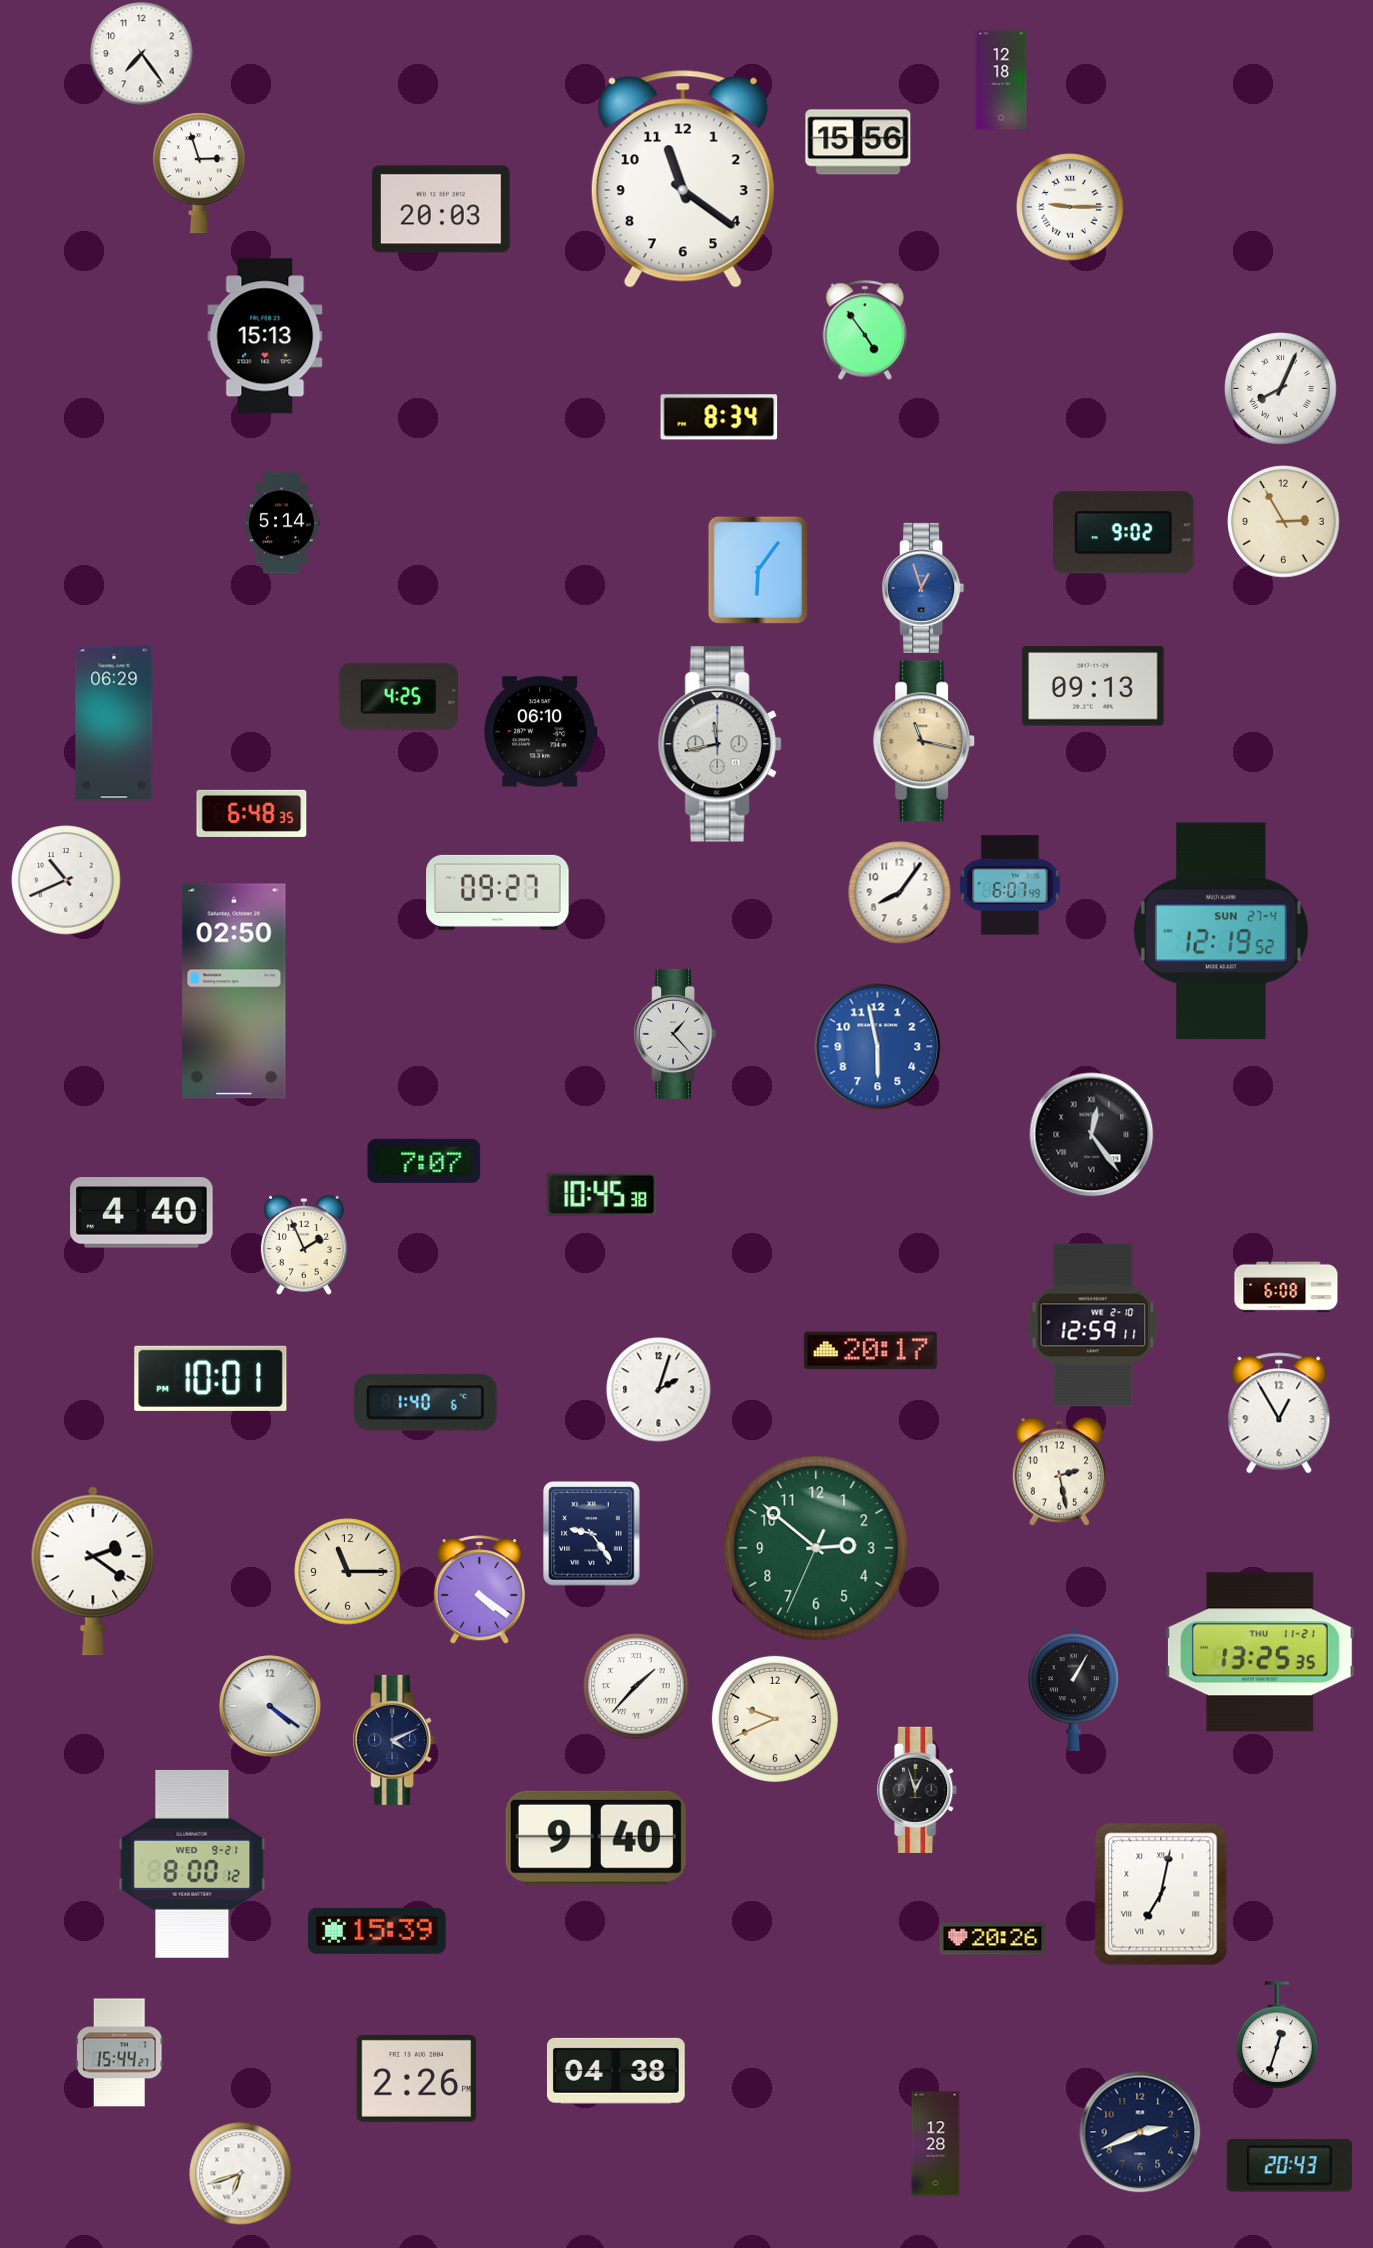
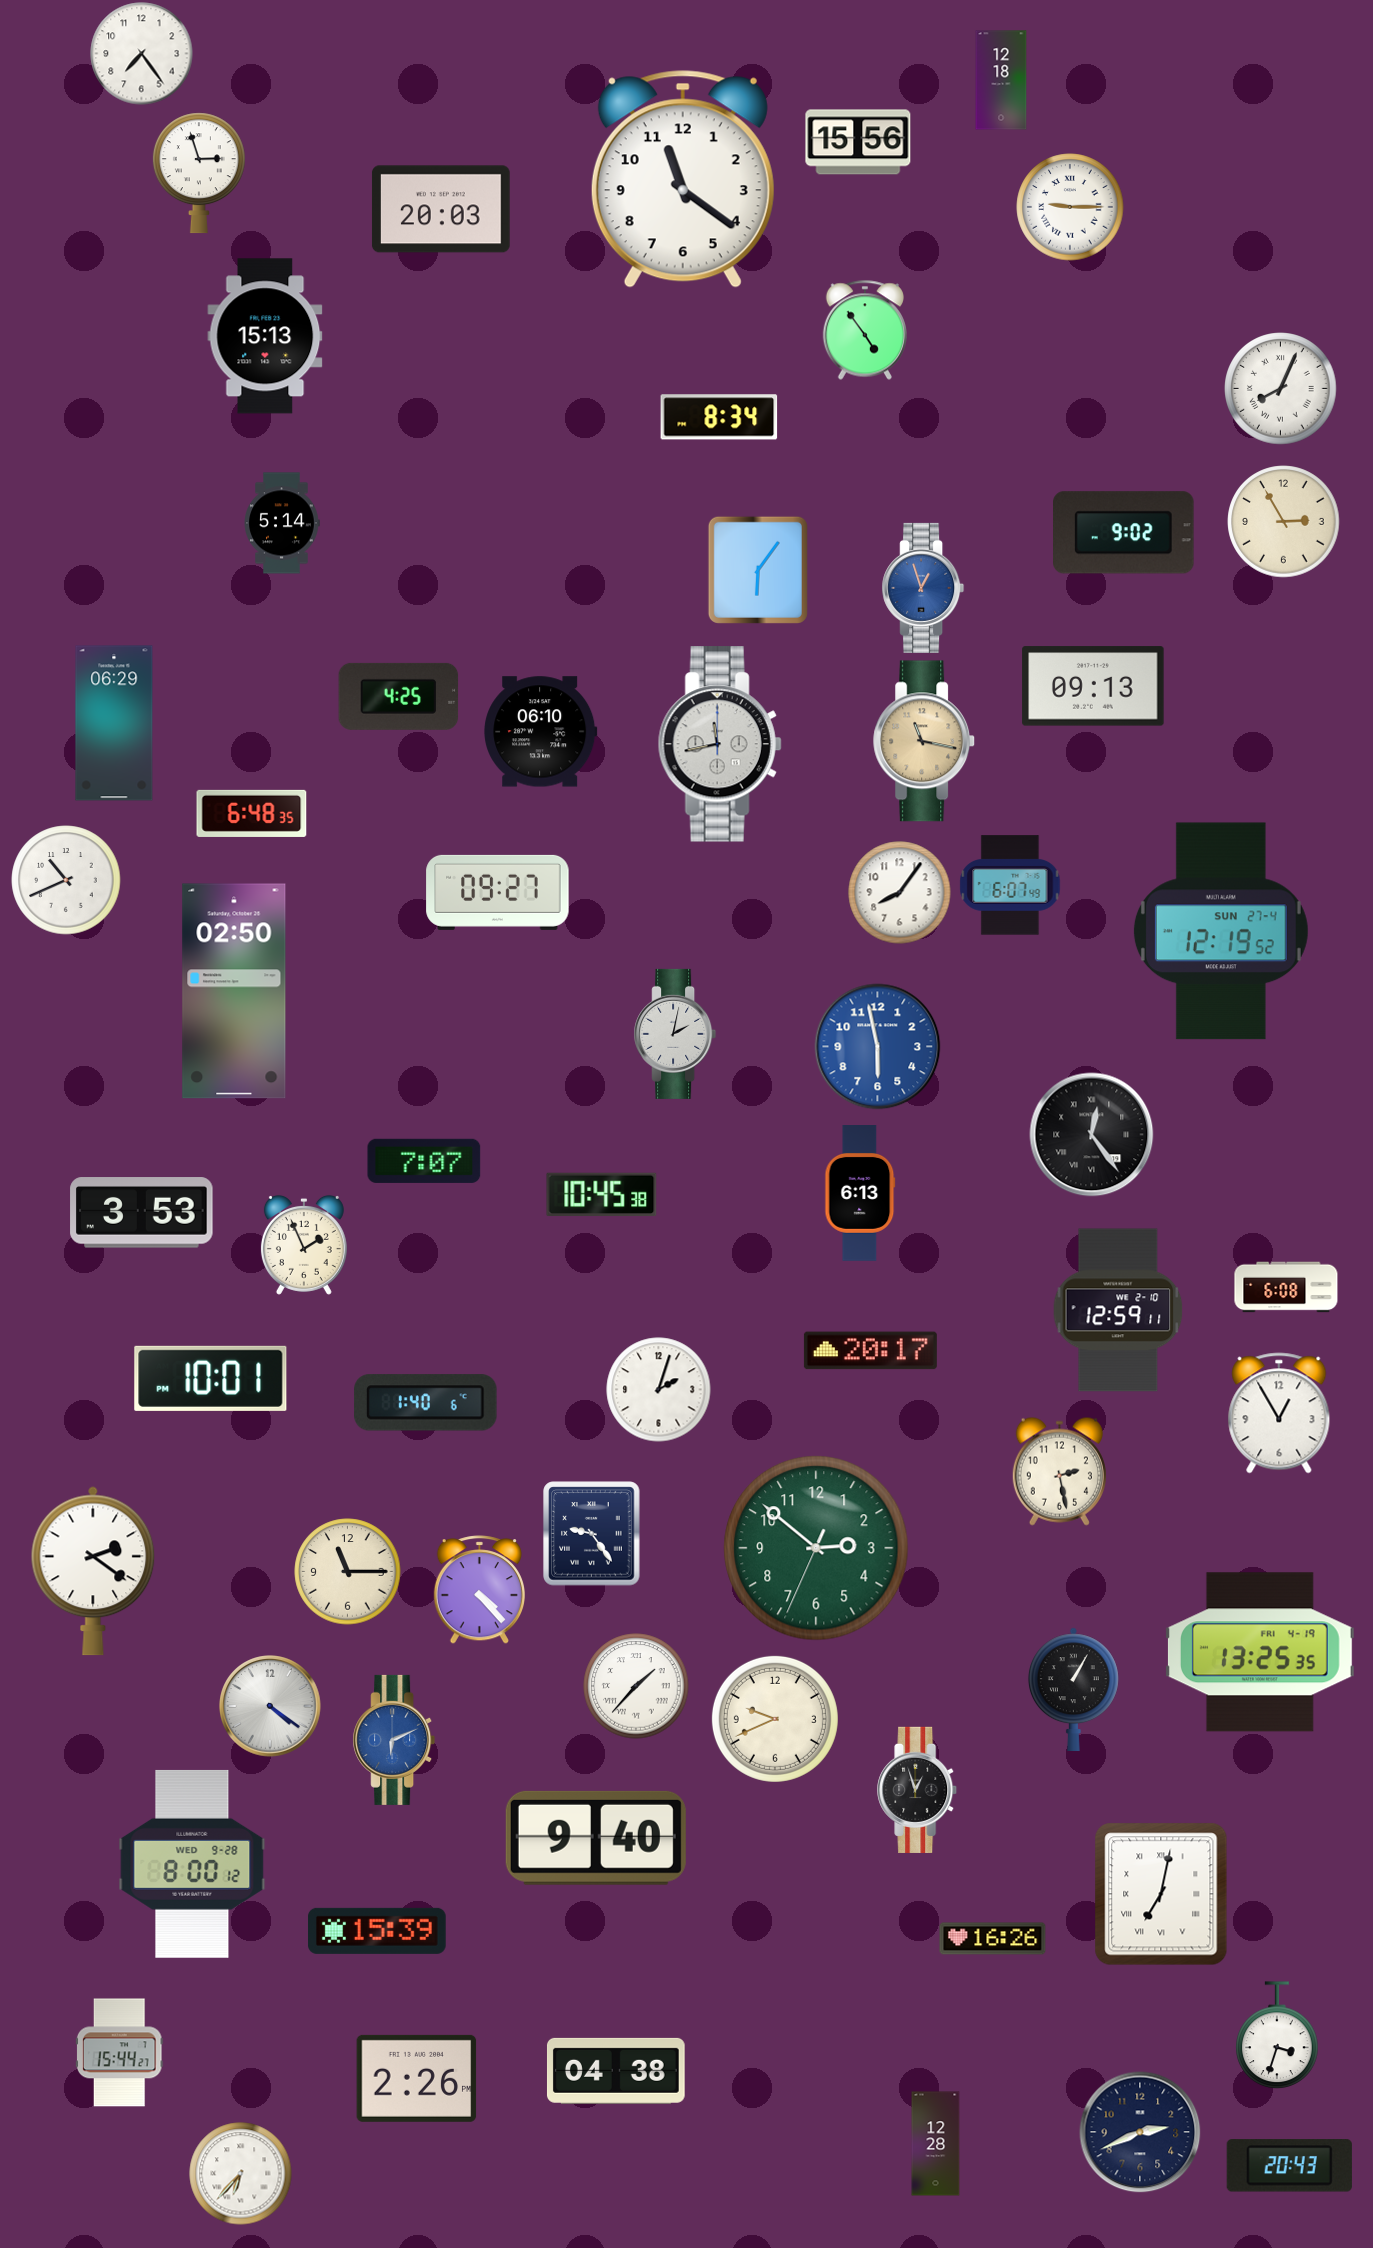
clock at (675, 1034): 1:23 -> 2:02
clock at (860, 1194): none -> 6:13
clock at (142, 1213): 4:40 -> 3:53
clock at (1093, 1325) position: (1093, 1325) -> (1118, 1310)
clock at (479, 1590): 4:21 -> 4:23
clock at (1260, 1652) date: THU 11-21 -> FRI 4-19
clock at (394, 1740): 4:11 -> 6:11
clock at (394, 1740) dial: navy -> blue
clock at (192, 1864) date: WED 9-21 -> WED 9-28
clock at (993, 1939): 20:26 -> 16:26
clock at (1277, 2035): 12:33 -> 3:33
clock at (241, 2174): 6:42 -> 6:37
